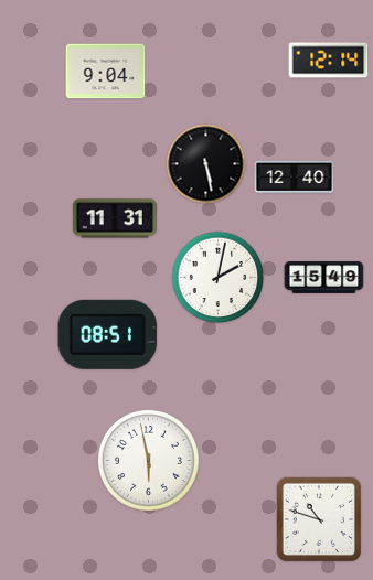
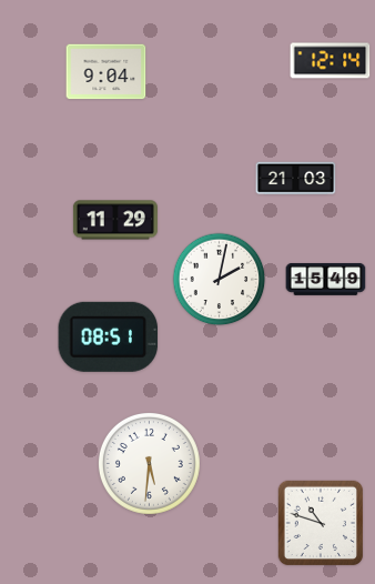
clock at (206, 164): 5:28 -> none
clock at (295, 178): 12:40 -> 21:03
clock at (115, 218): 11:31 -> 11:29
clock at (148, 460): 5:58 -> 5:31
